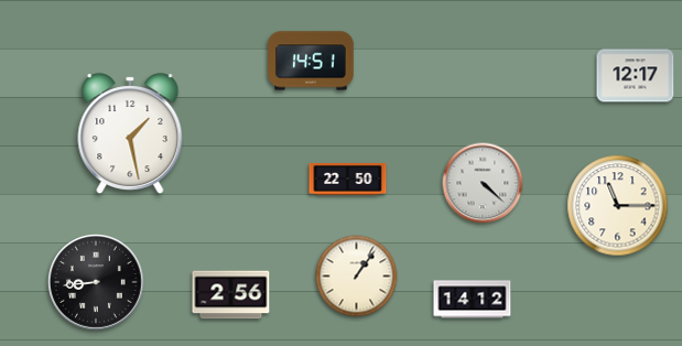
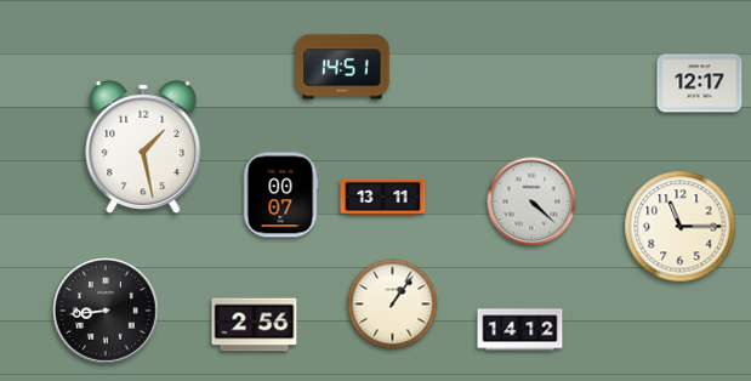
clock at (280, 195): none -> 00:07
clock at (348, 179): 22:50 -> 13:11
